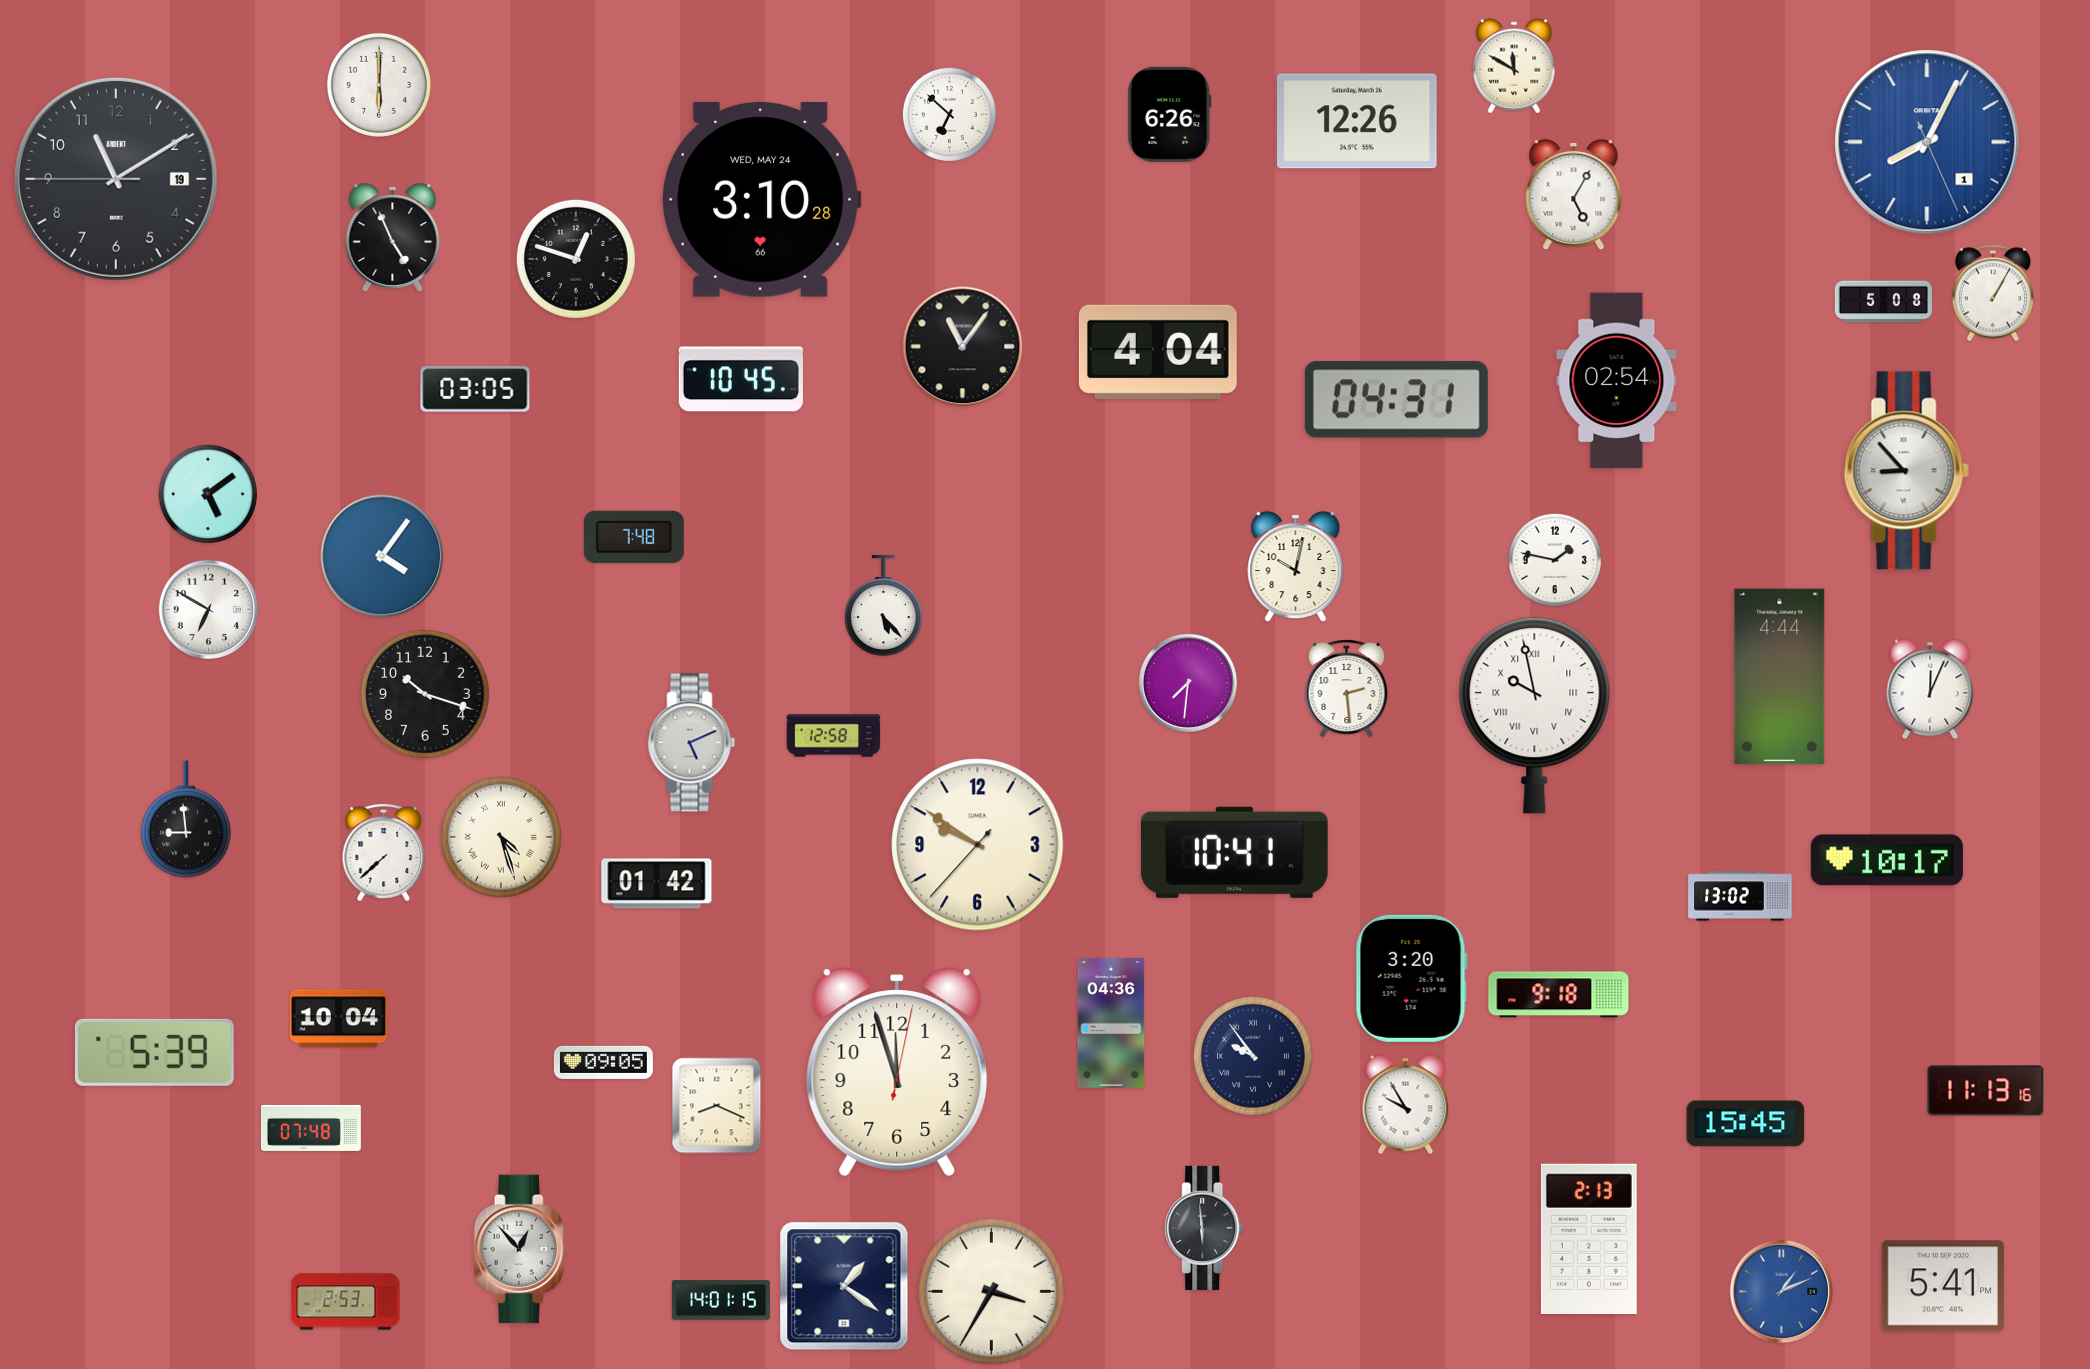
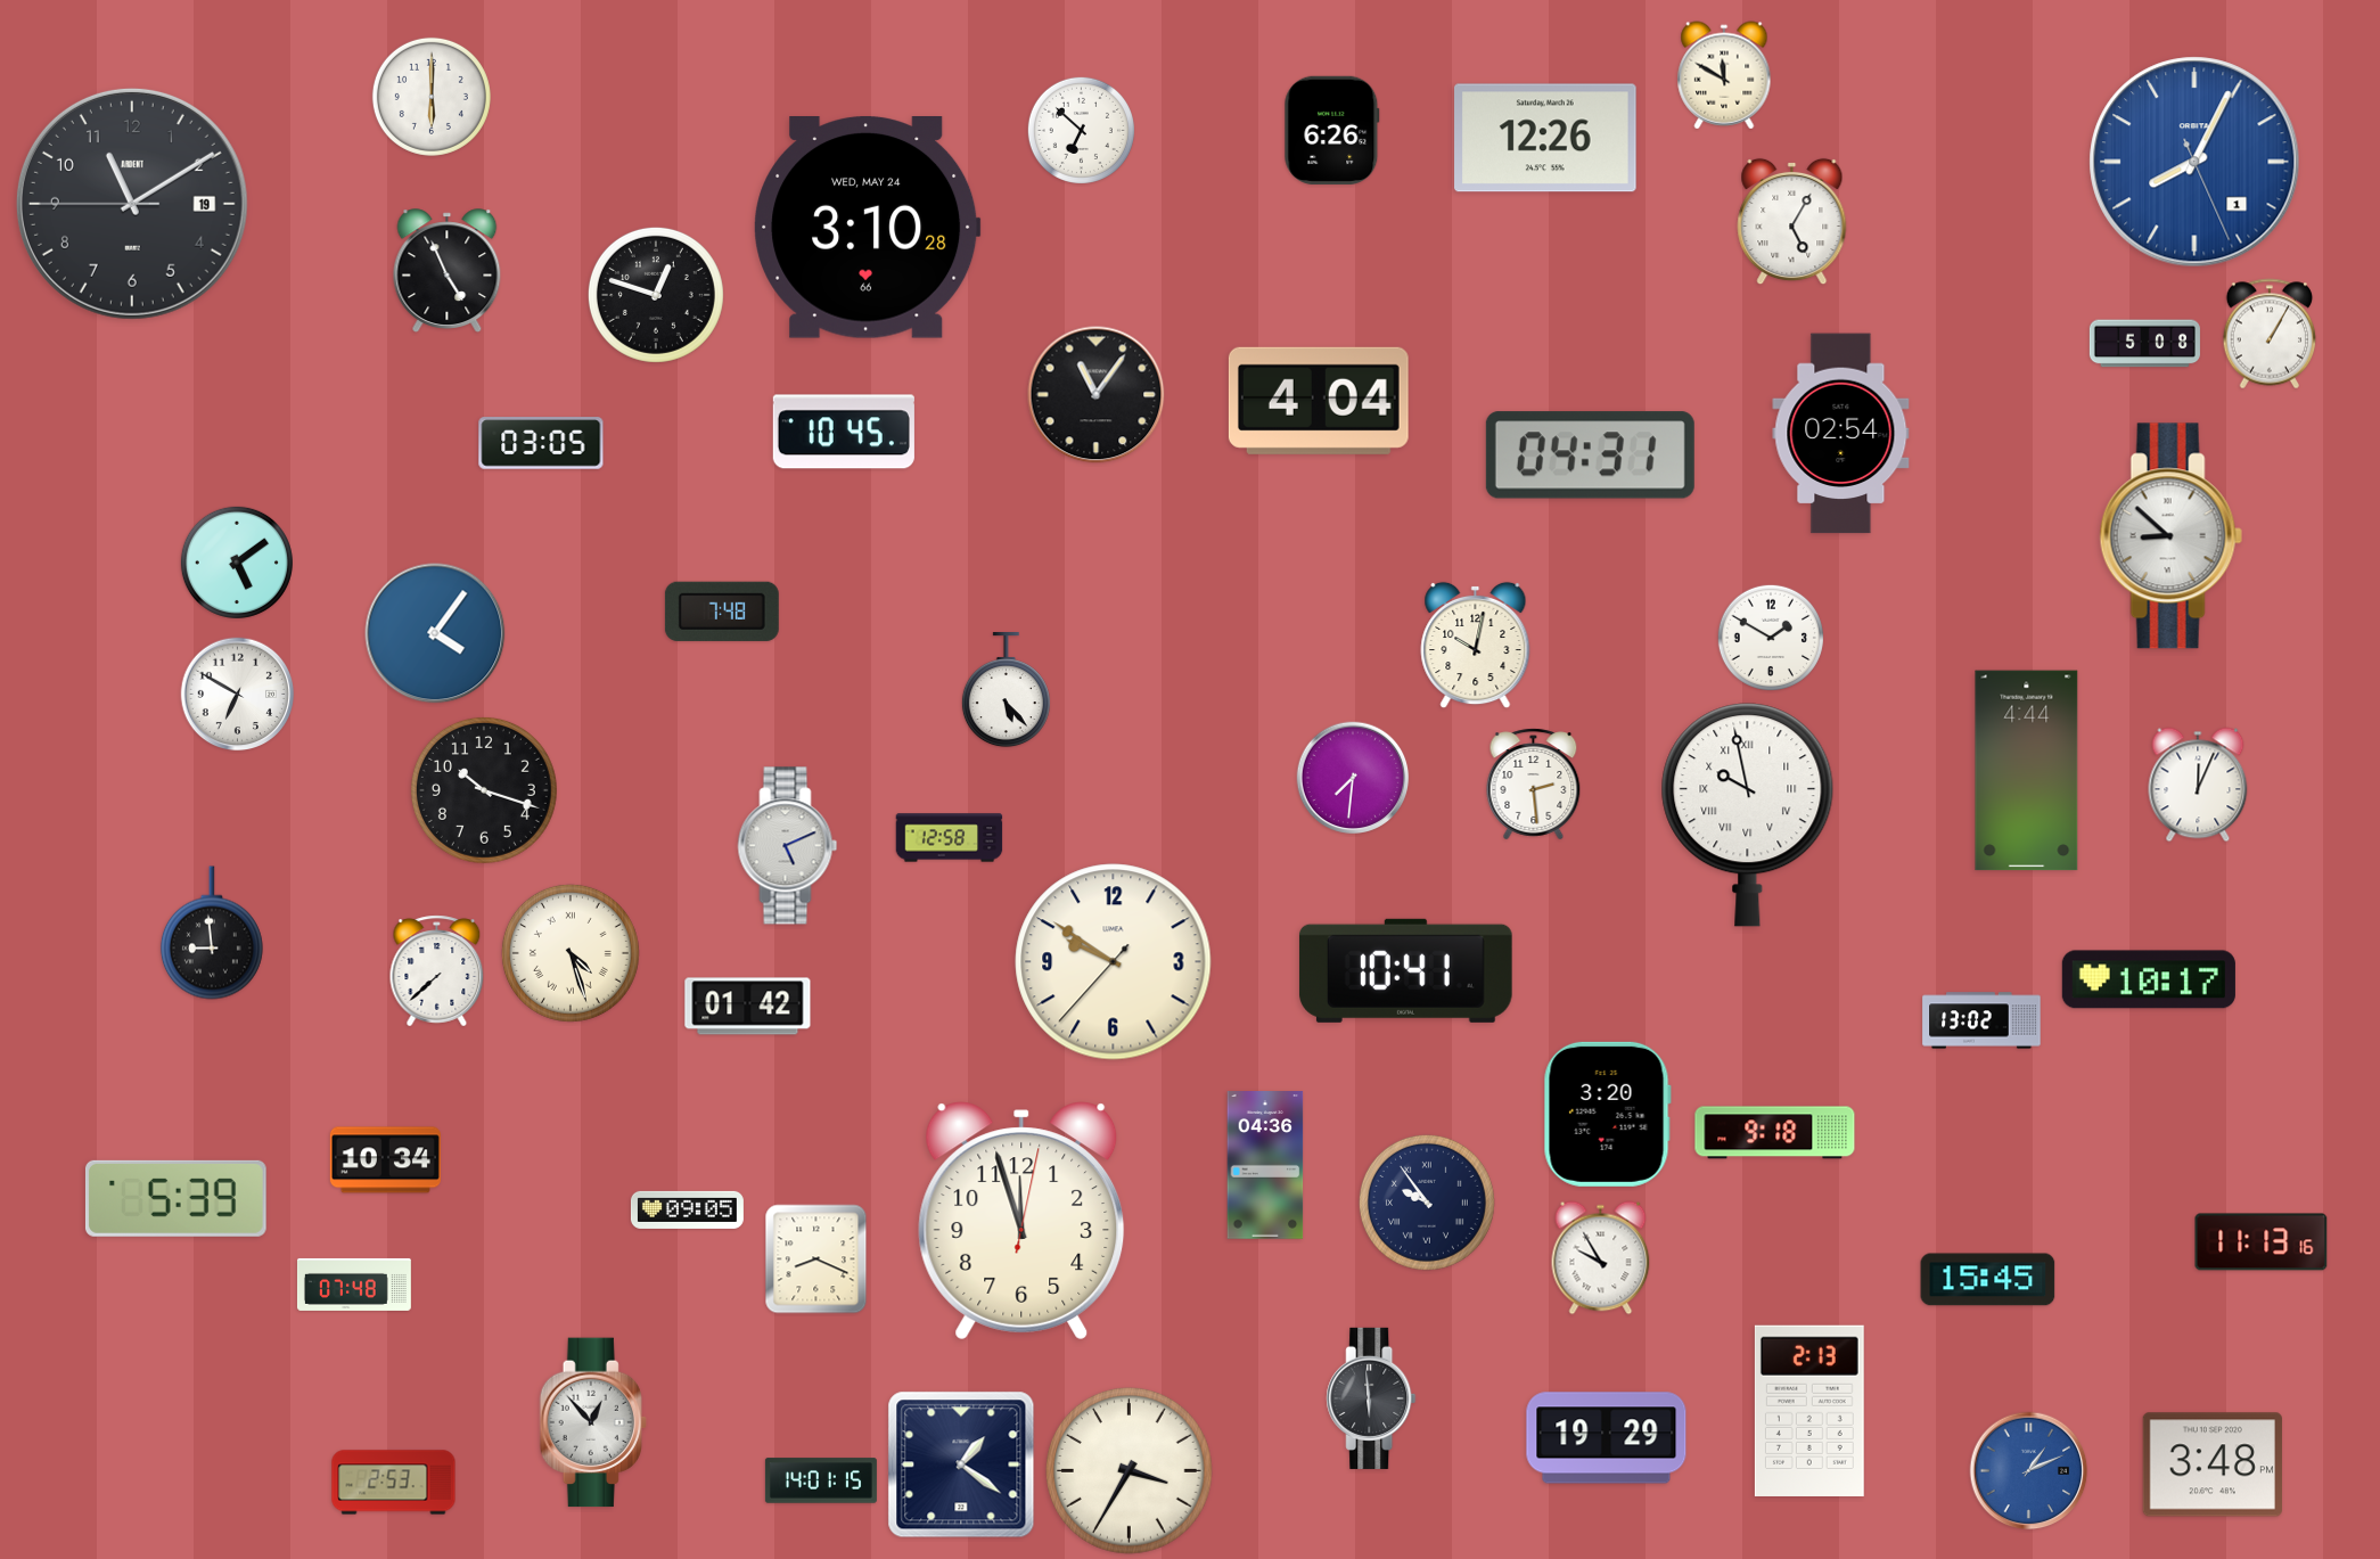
clock at (1906, 471): 8:53 -> 8:52
clock at (1555, 560): 1:47 -> 1:50
clock at (338, 1019): 10:04 -> 10:34
clock at (1607, 1438): none -> 19:29
clock at (1943, 1286): 5:41 -> 3:48
